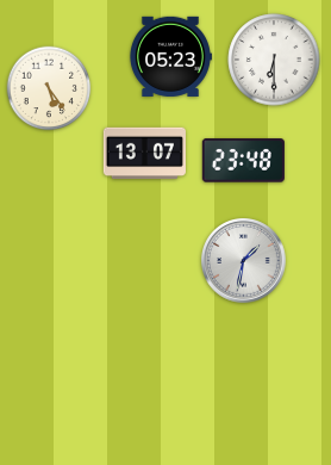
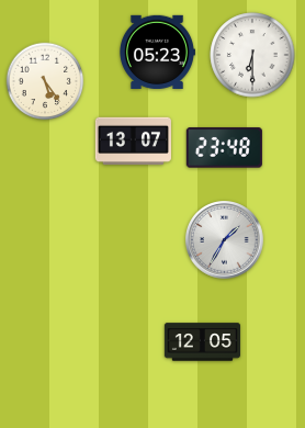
clock at (244, 261): 1:32 -> 1:35
clock at (202, 342): none -> 12:05
